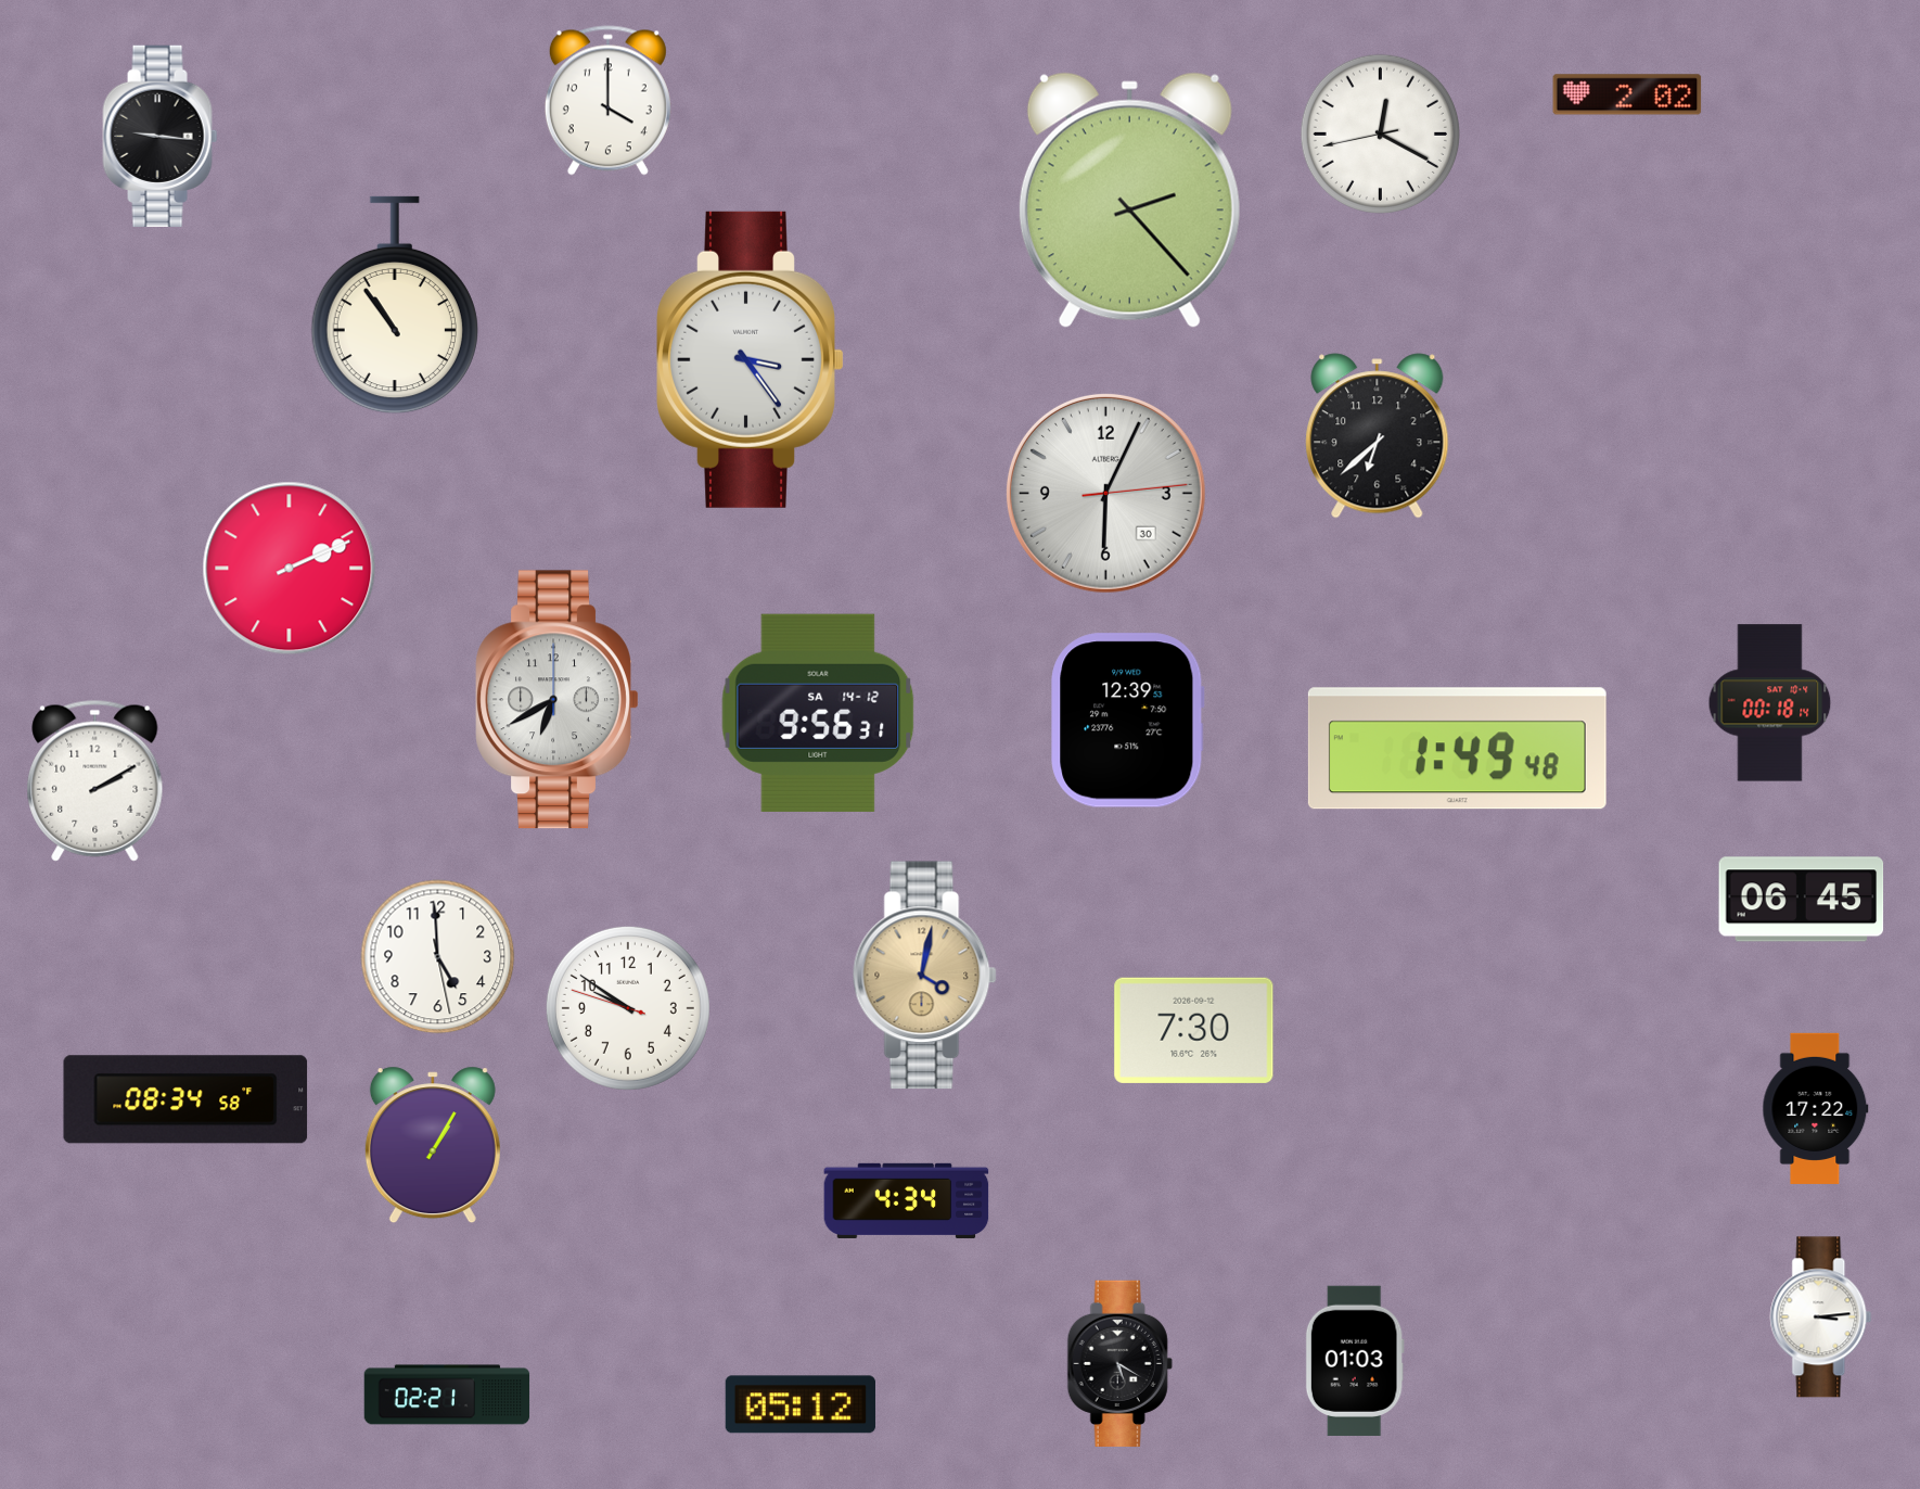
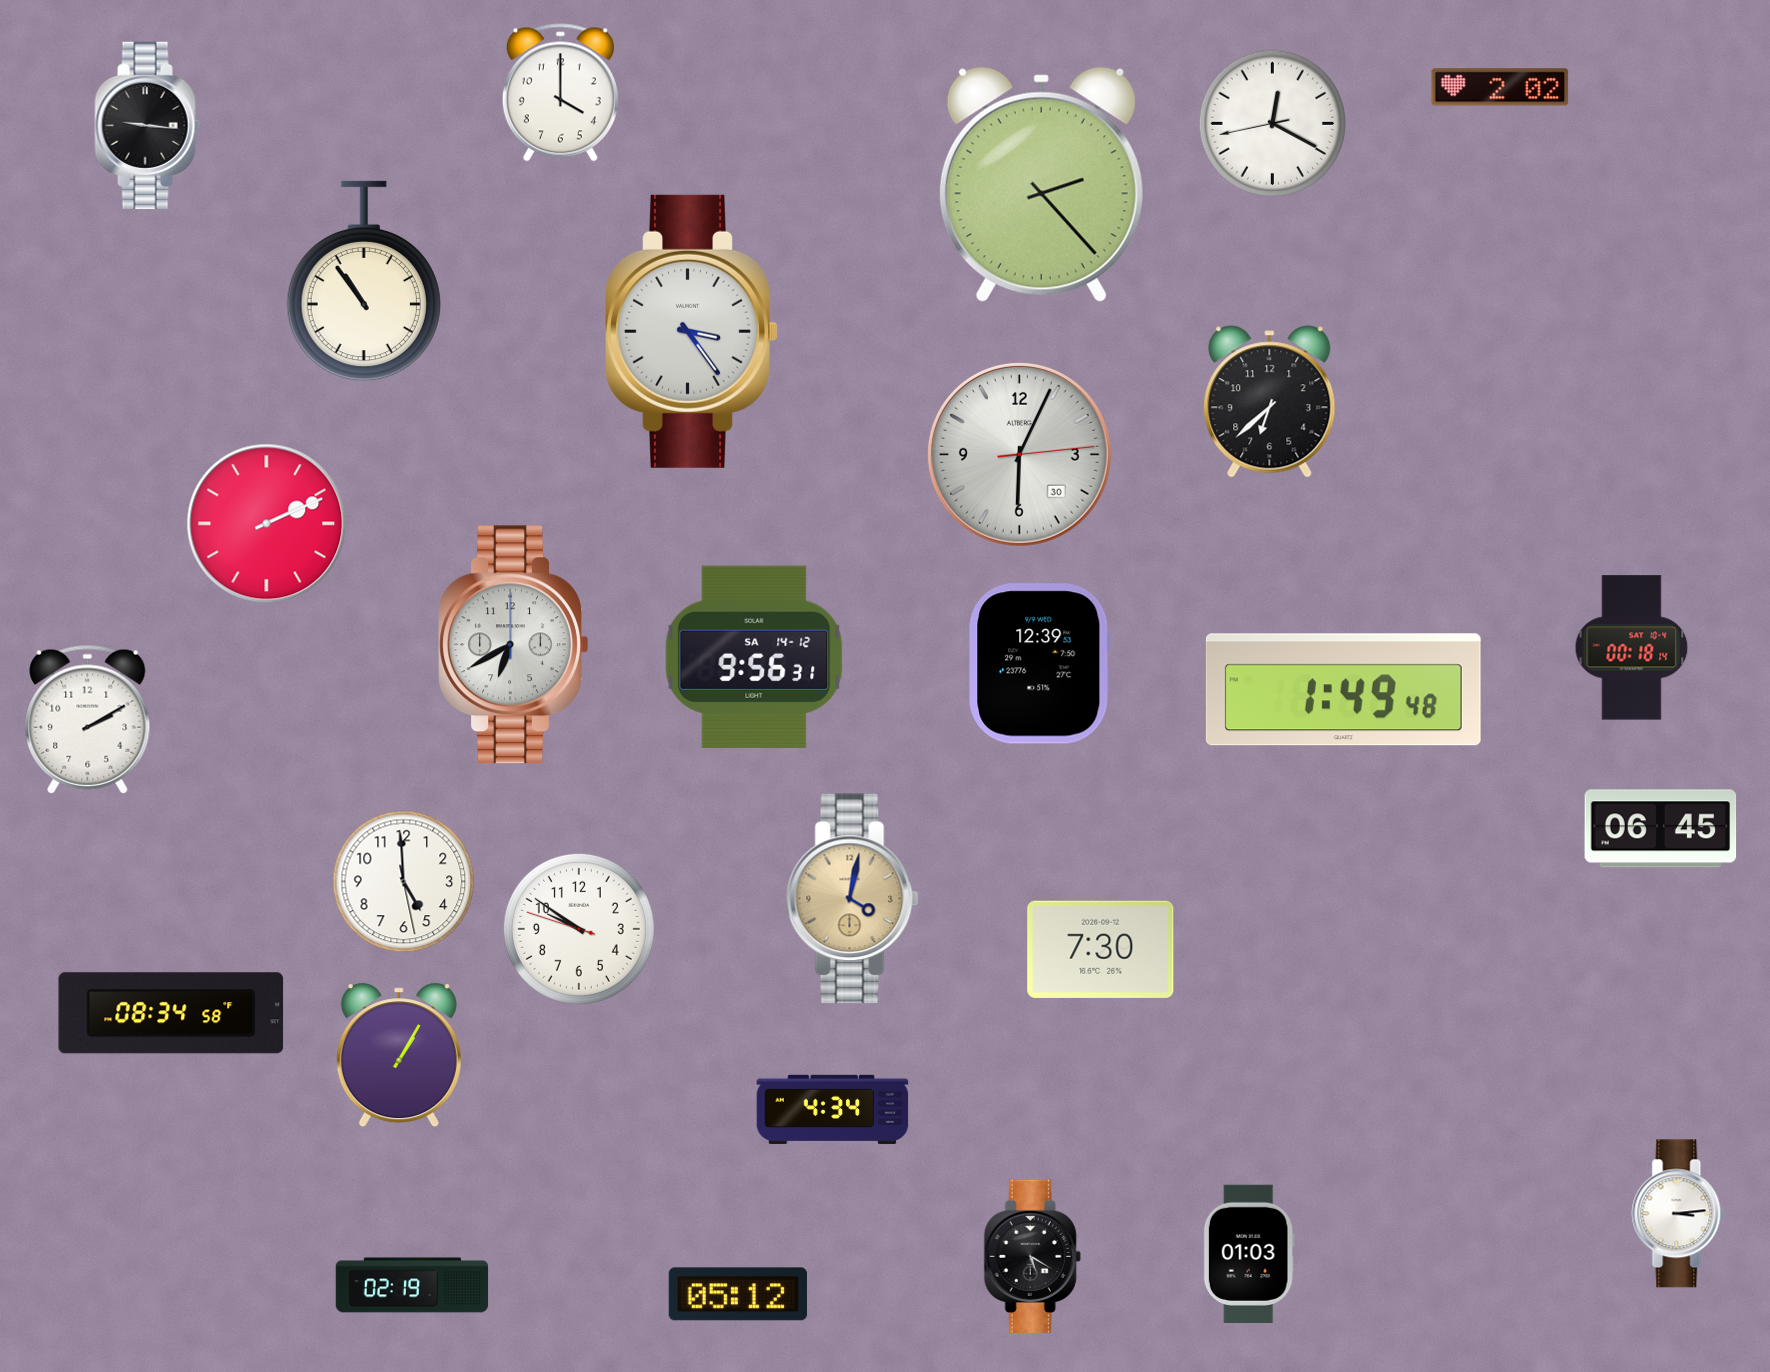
clock at (1816, 1108): 17:22 -> none
clock at (907, 1200) position: (907, 1200) -> (833, 1109)
clock at (447, 1395): 02:21 -> 02:19
